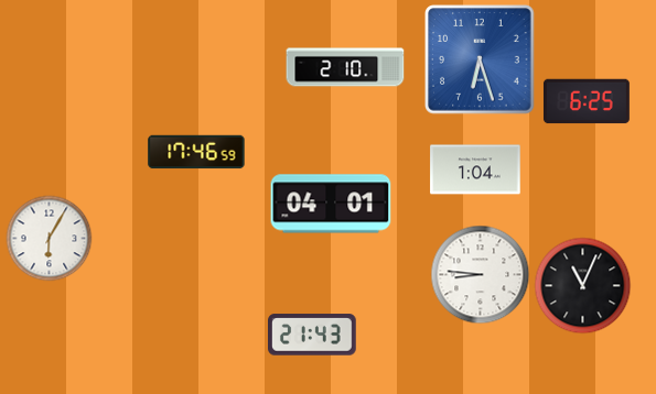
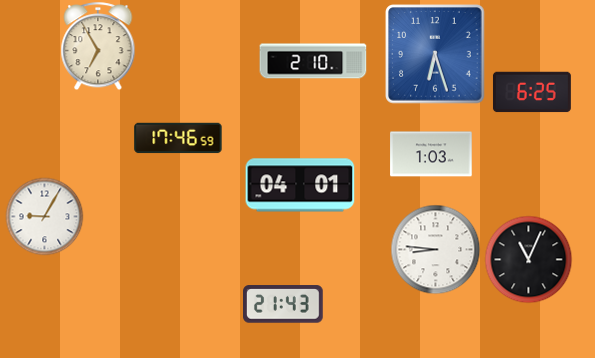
clock at (98, 46): none -> 6:55
clock at (475, 169): 1:04 -> 1:03
clock at (49, 238): 6:05 -> 9:05
